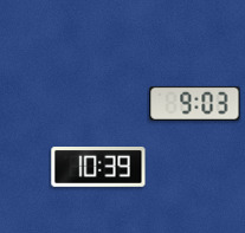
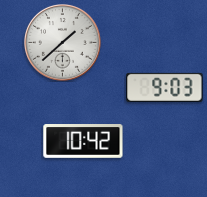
clock at (62, 42): none -> 1:38
clock at (98, 168): 10:39 -> 10:42
